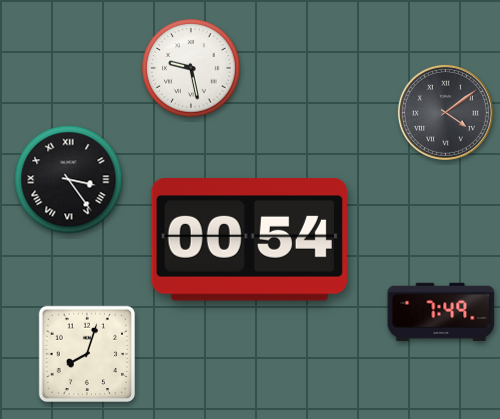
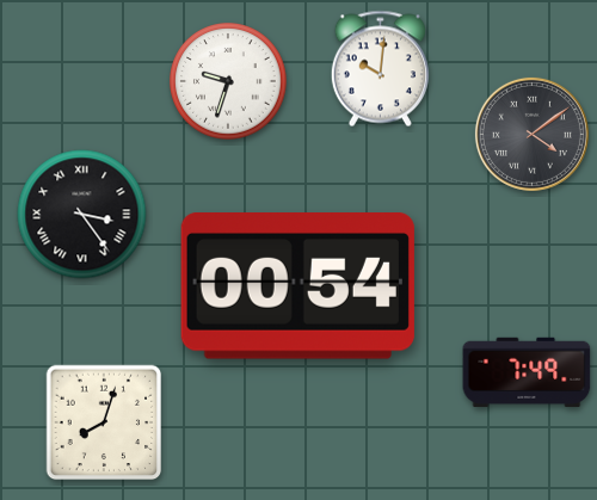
clock at (380, 69): none -> 10:01
clock at (191, 68): 9:28 -> 9:33
